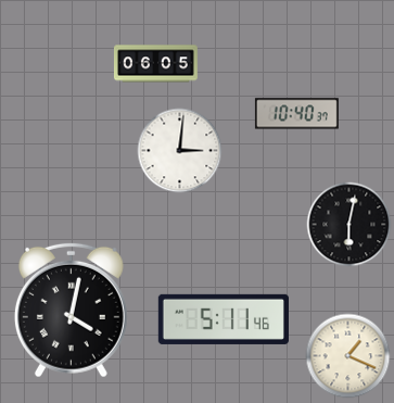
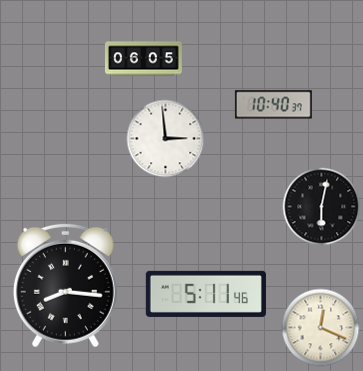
clock at (179, 150): 3:01 -> 2:59
clock at (71, 310): 4:02 -> 8:16
clock at (347, 355): 1:19 -> 12:19
